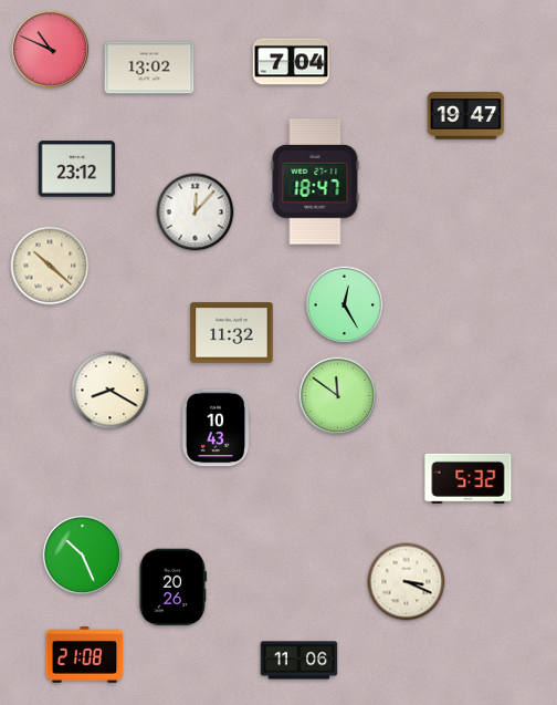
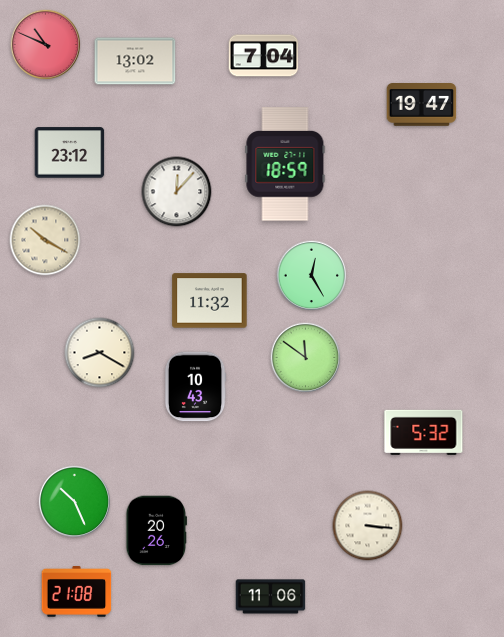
clock at (315, 182): 18:47 -> 18:59
clock at (50, 266): 10:22 -> 10:20
clock at (407, 582): 3:19 -> 3:16
